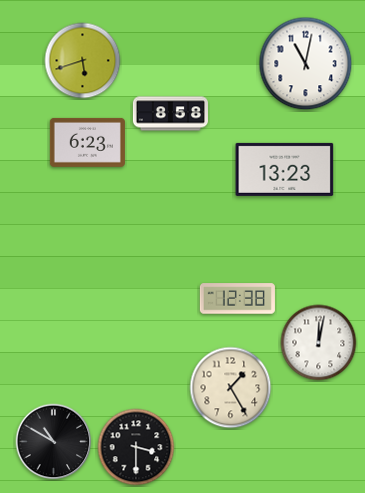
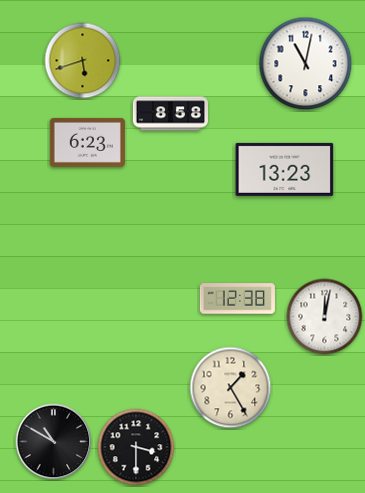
clock at (319, 343) position: (319, 343) -> (325, 317)
